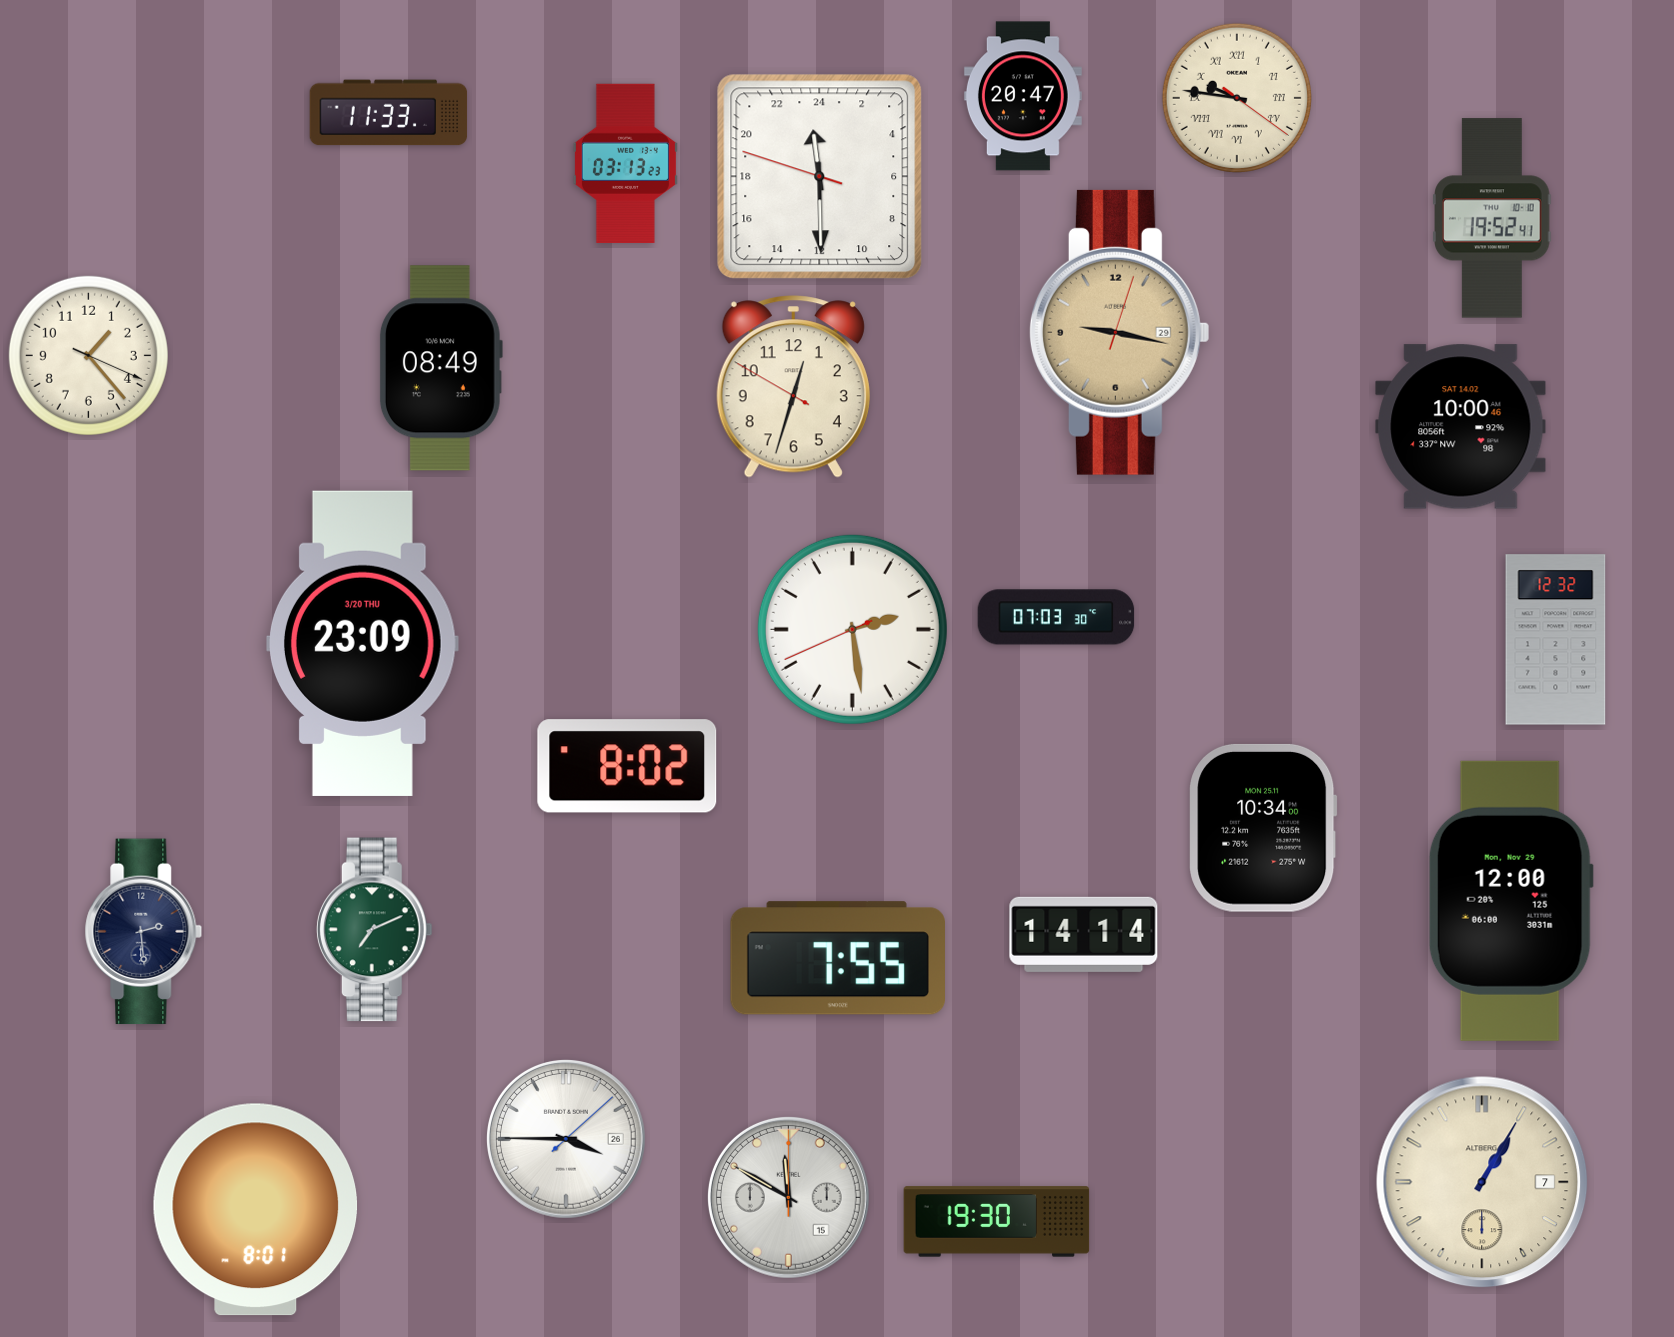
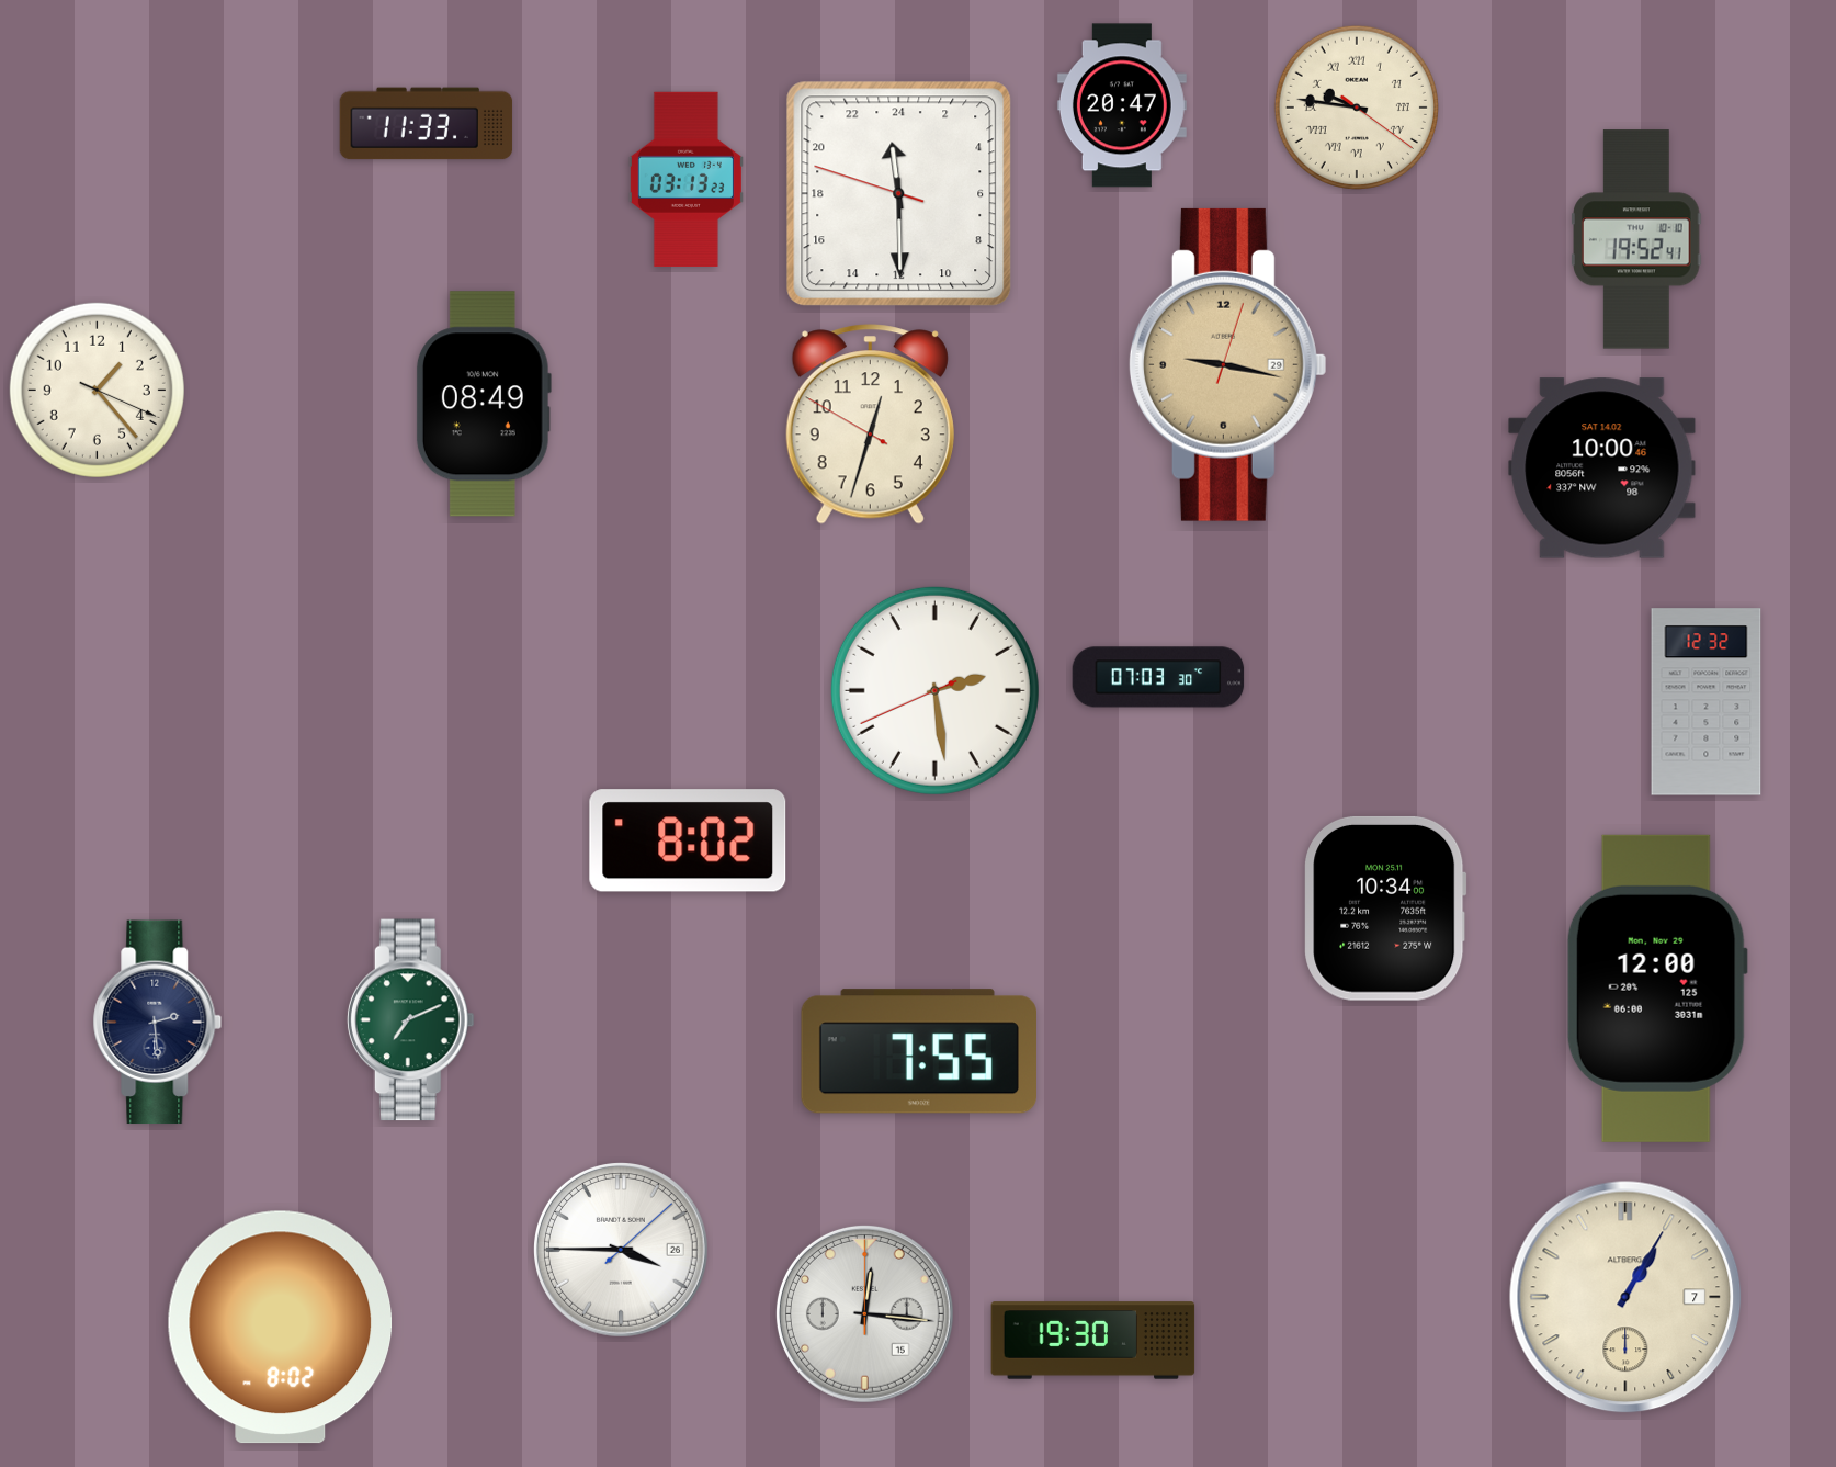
clock at (363, 643): 23:09 -> none
clock at (1084, 934): 14:14 -> none
clock at (788, 1197): 11:50 -> 12:16
clock at (256, 1210): 8:01 -> 8:02
